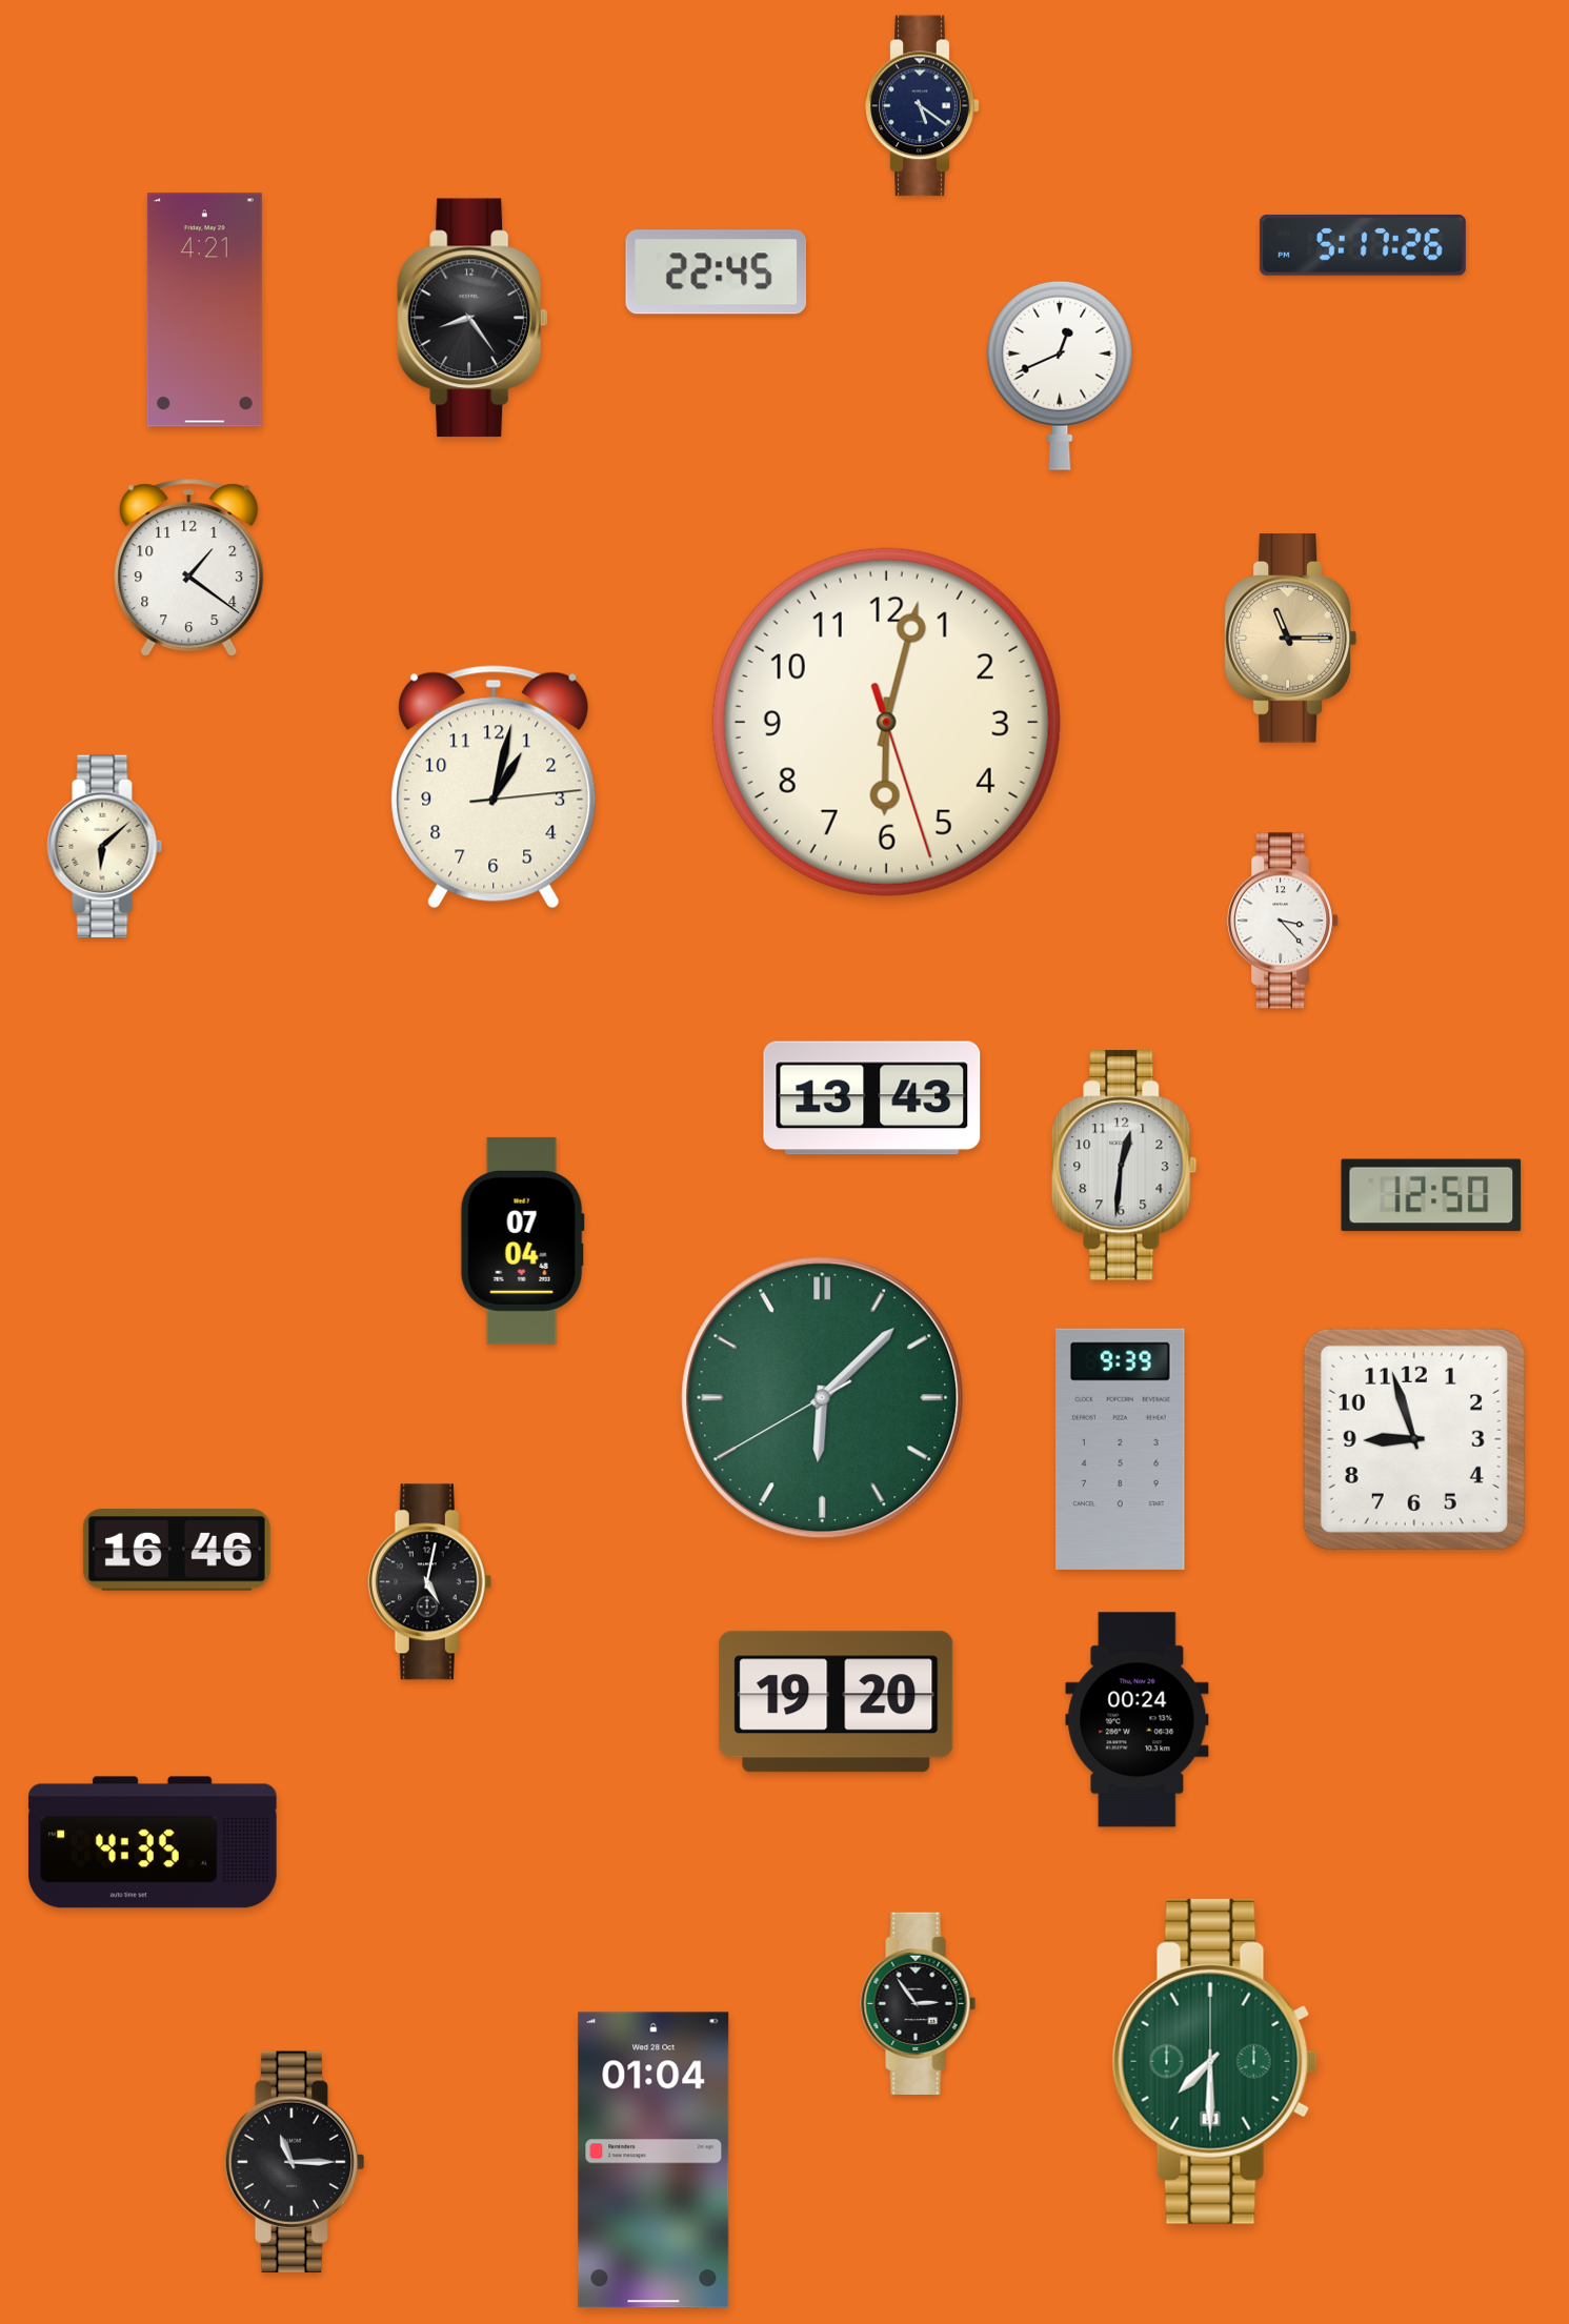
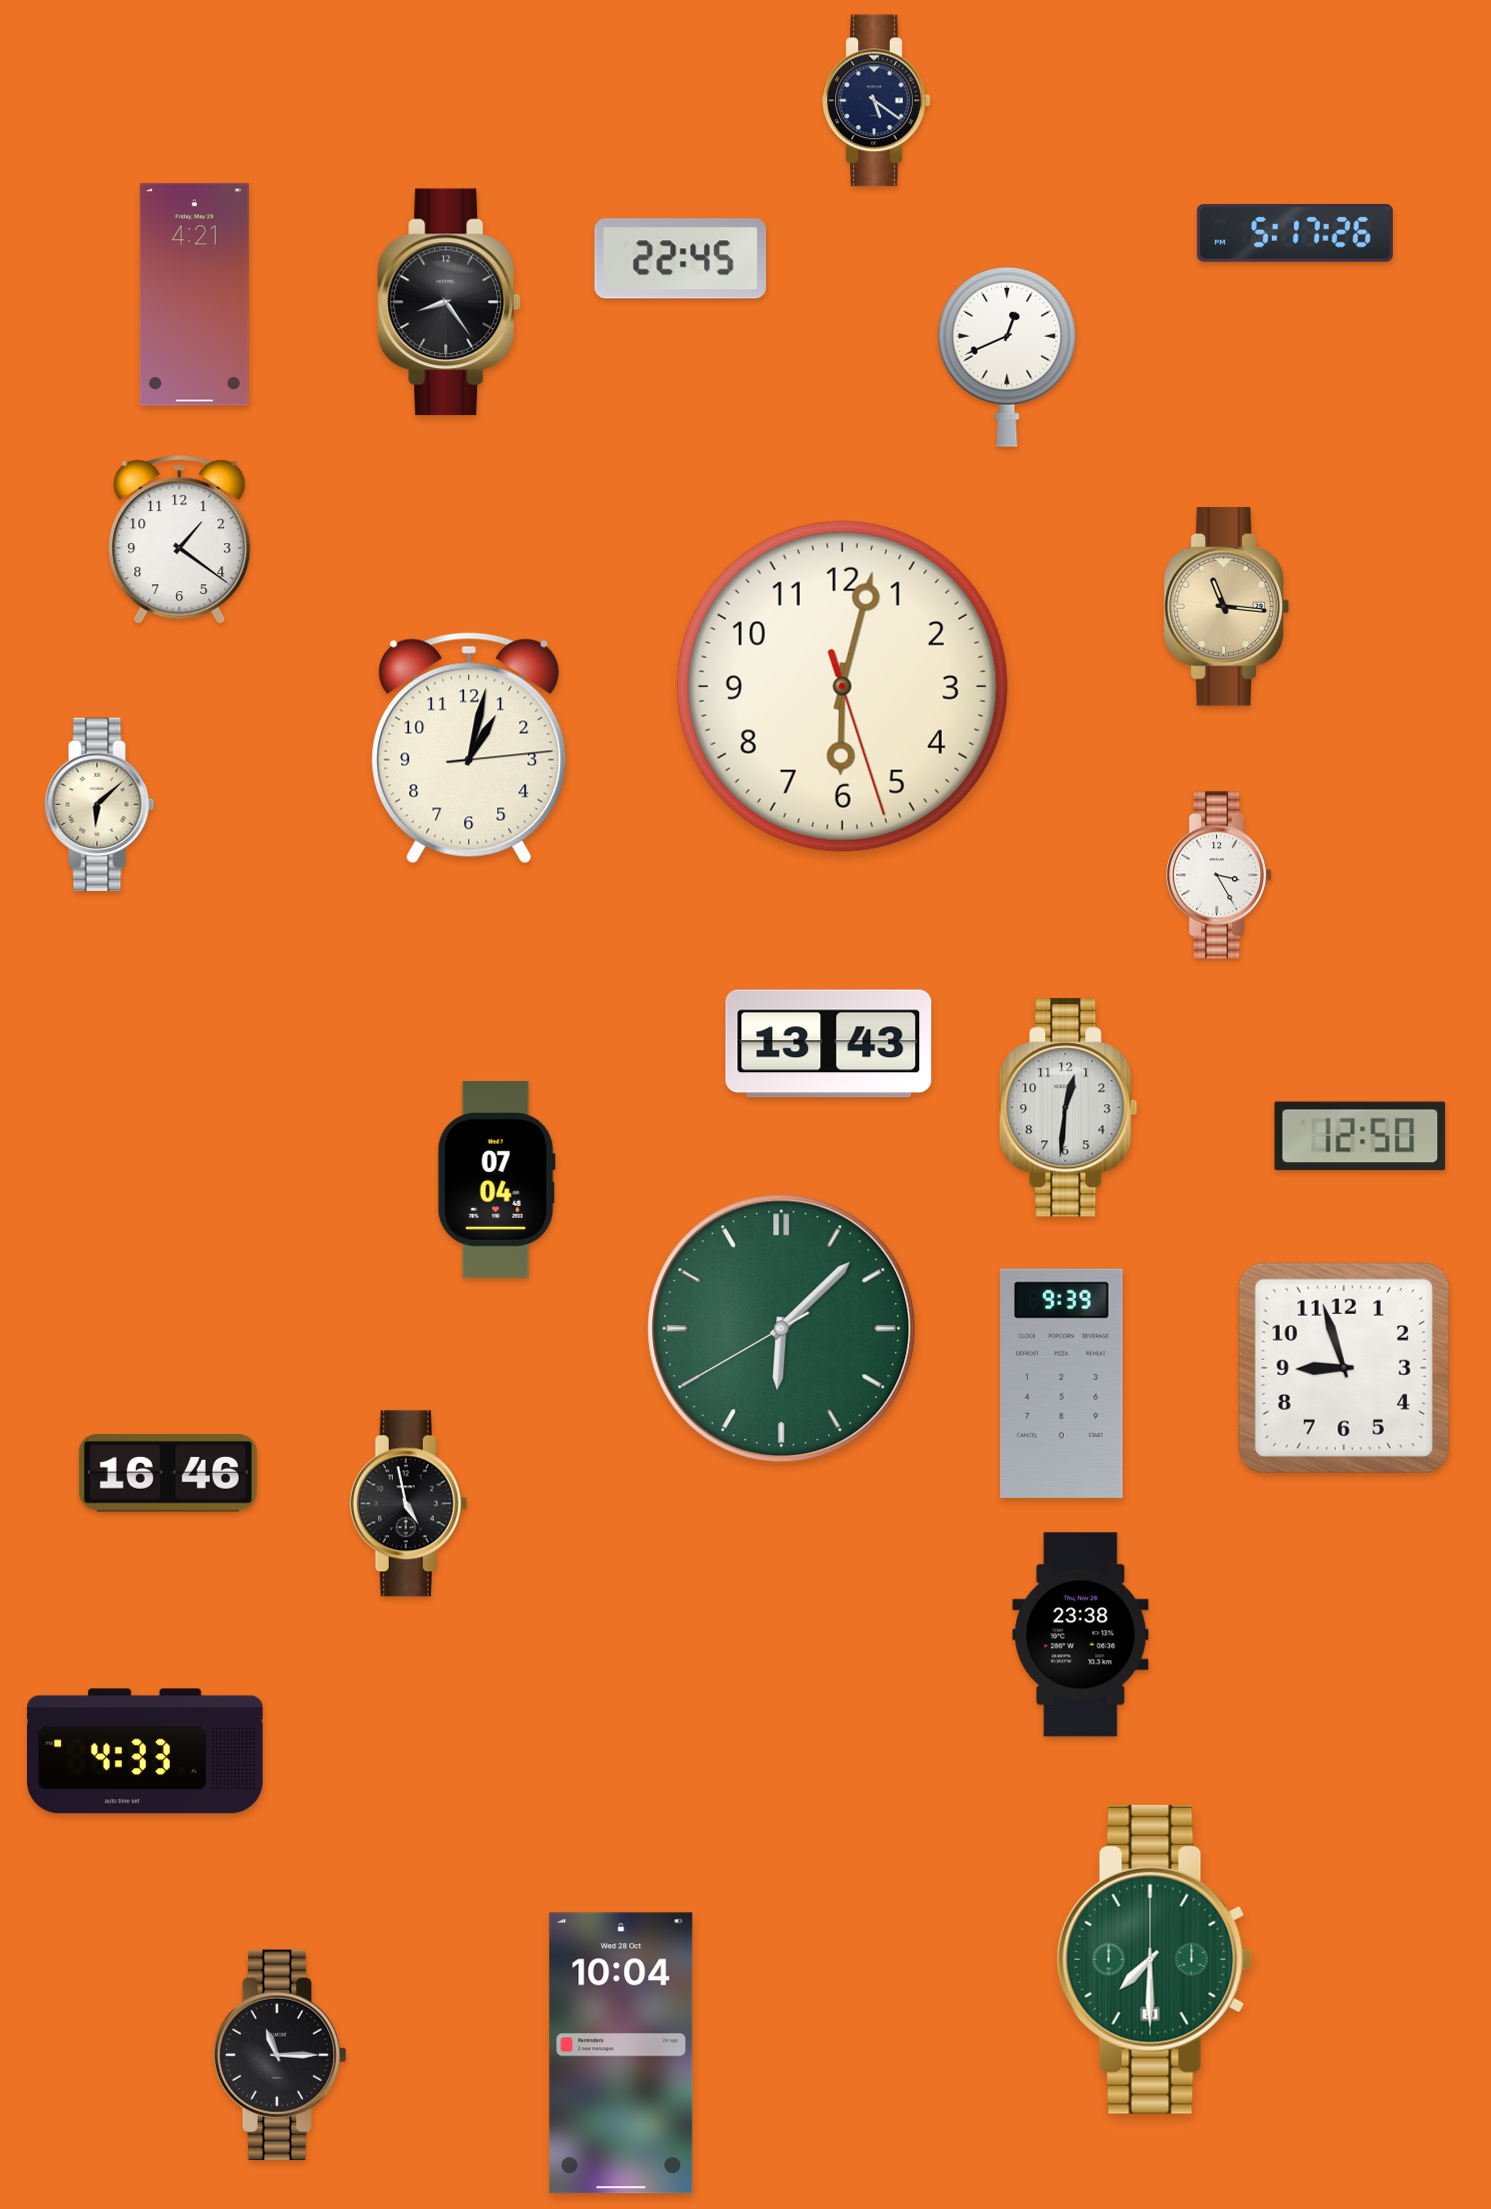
clock at (1290, 639): 11:15 -> 11:16
clock at (1284, 921): 3:23 -> 3:25
clock at (1121, 1449) position: (1121, 1449) -> (1062, 1383)
clock at (430, 1582): 5:02 -> 4:58
clock at (837, 1702): 19:20 -> none
clock at (1138, 1720): 00:24 -> 23:38
clock at (153, 1842): 4:35 -> 4:33
clock at (919, 2003): 2:54 -> none
clock at (653, 2160): 01:04 -> 10:04
